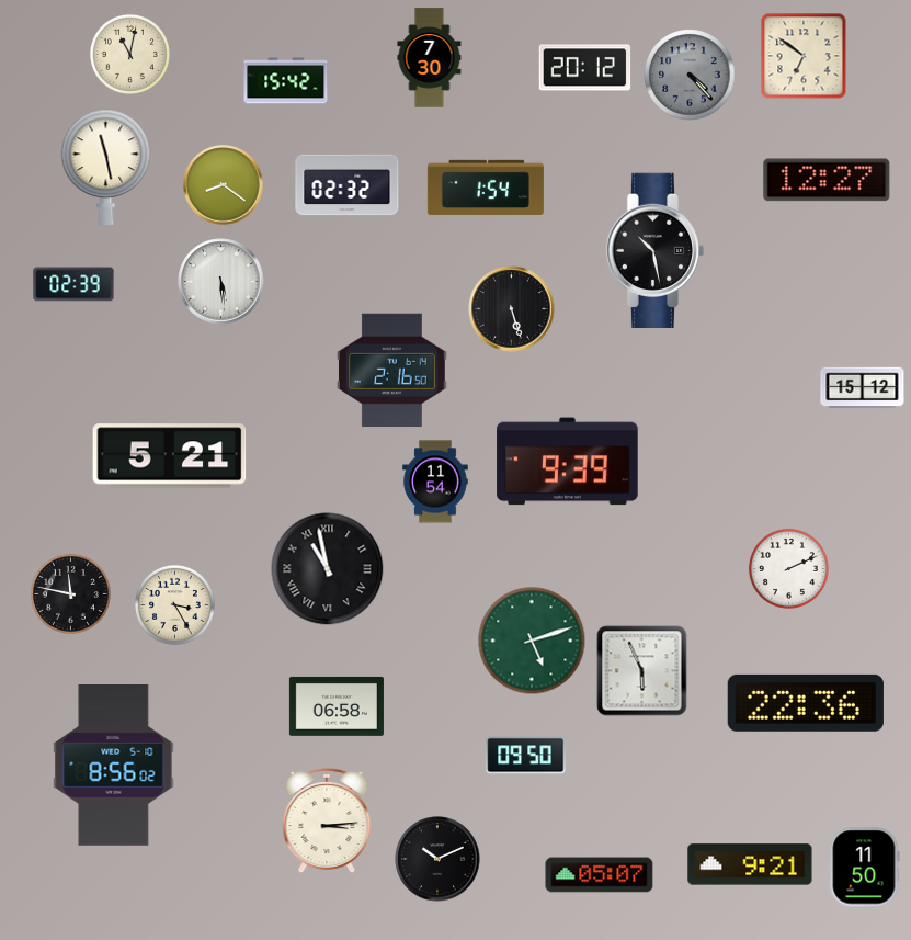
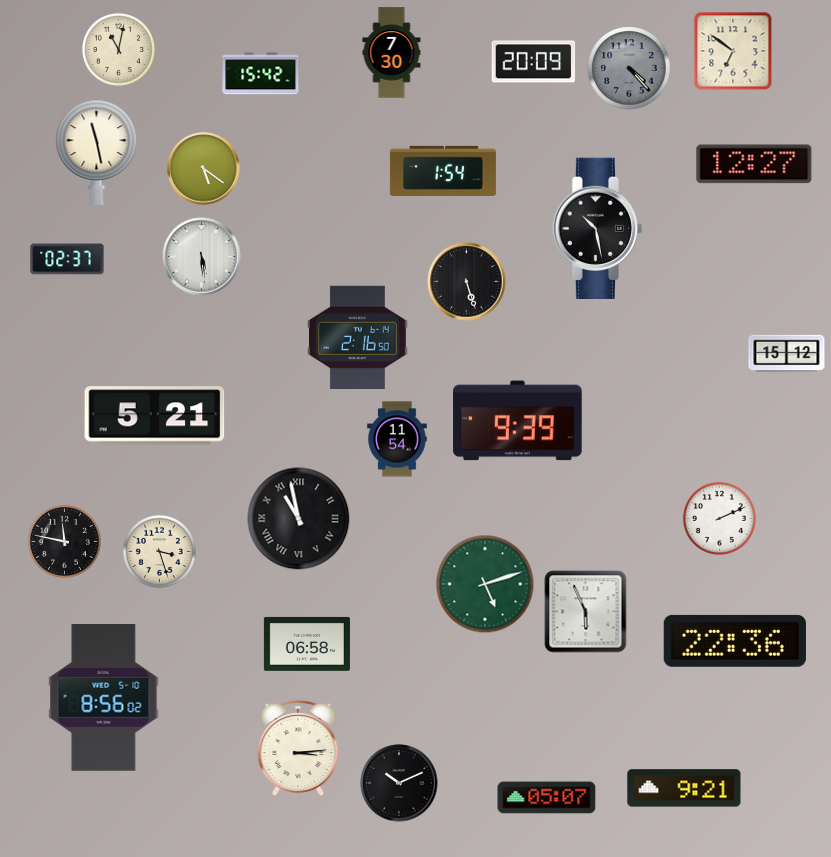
clock at (585, 68): 20:12 -> 20:09
clock at (224, 185): 8:21 -> 5:21
clock at (348, 185): 02:32 -> none
clock at (73, 284): 02:39 -> 02:37
clock at (174, 604): 3:25 -> 3:27
clock at (526, 756): 09:50 -> none
clock at (865, 868): 11:50 -> none
